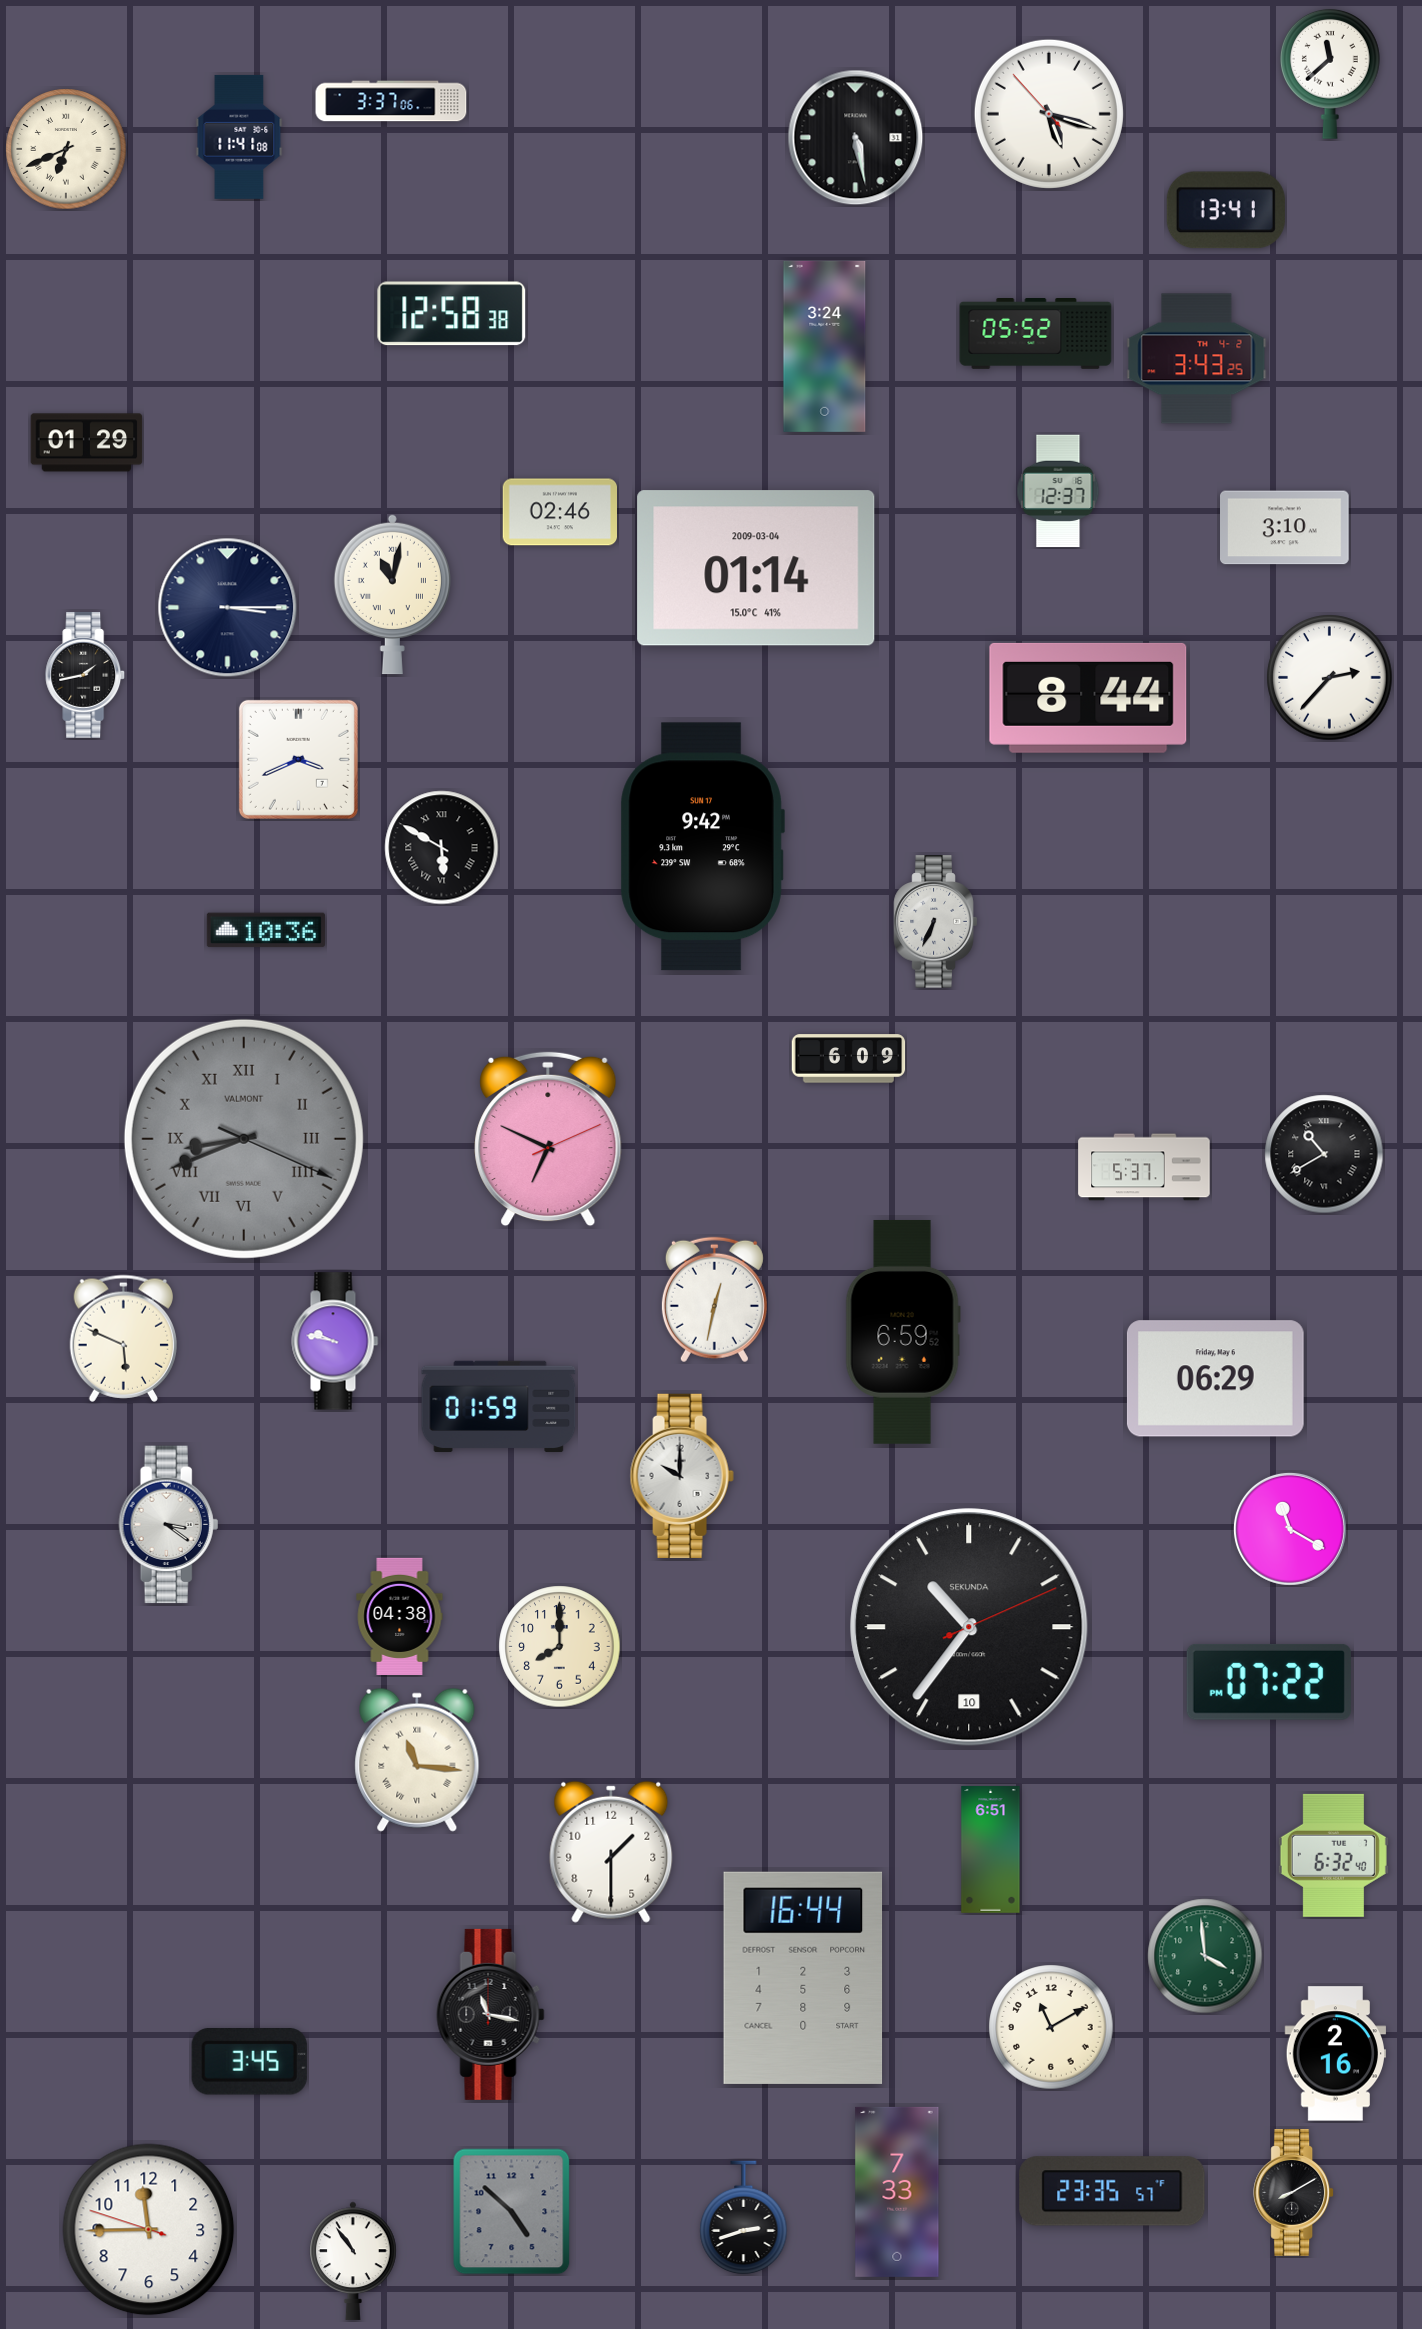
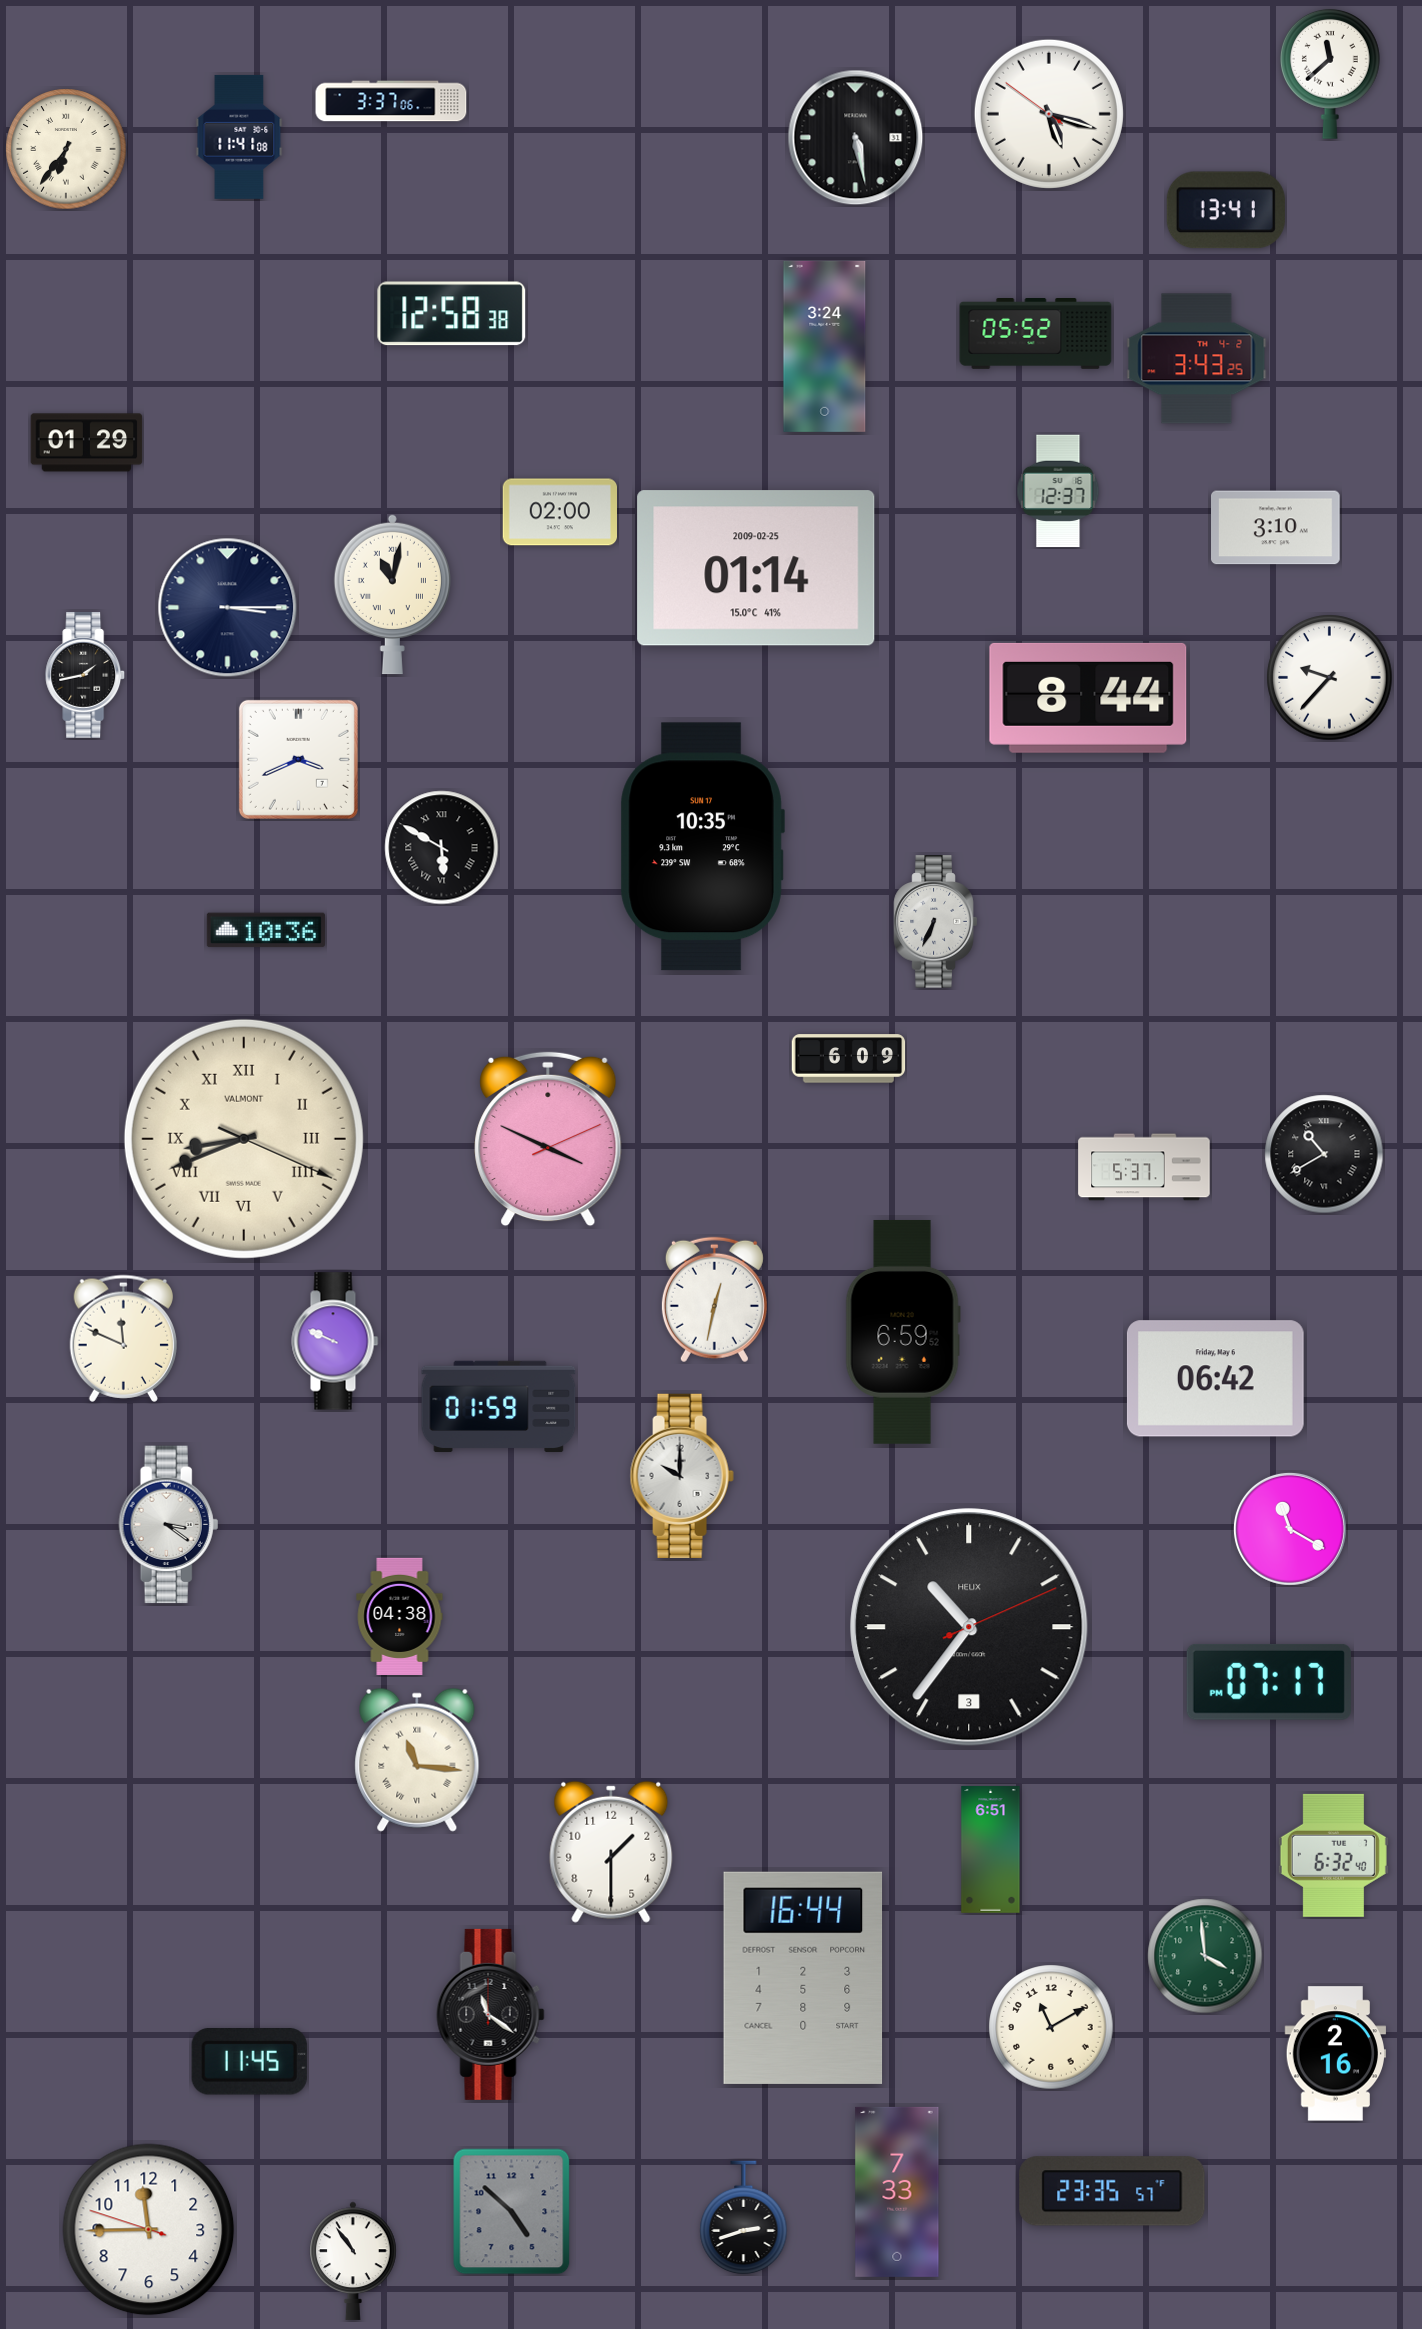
clock at (1049, 114): 5:17:53 -> 5:17:51
clock at (66, 149): 6:41 -> 6:36
clock at (559, 512): 02:46 -> 02:00
clock at (1285, 528) position: (1285, 528) -> (1276, 528)
clock at (756, 568) date: 2009-03-04 -> 2009-02-25
clock at (1330, 678): 2:37 -> 9:37
clock at (702, 847): 9:42 -> 10:35
clock at (244, 1139) dial: grey -> cream
clock at (548, 1139): 6:49 -> 3:49
clock at (123, 1338): 5:49 -> 11:49
clock at (335, 1341): 9:47 -> 9:49
clock at (1215, 1379): 06:29 -> 06:42
clock at (969, 1627) date: 10 -> 3
clock at (969, 1627) brand: SEKUNDA -> HELIX
clock at (560, 1647): 8:00 -> none
clock at (1269, 1682): 07:22 -> 07:17
clock at (491, 2014): 11:17 -> 11:21
clock at (249, 2062): 3:45 -> 11:45
clock at (1294, 2193): 8:10 -> none
